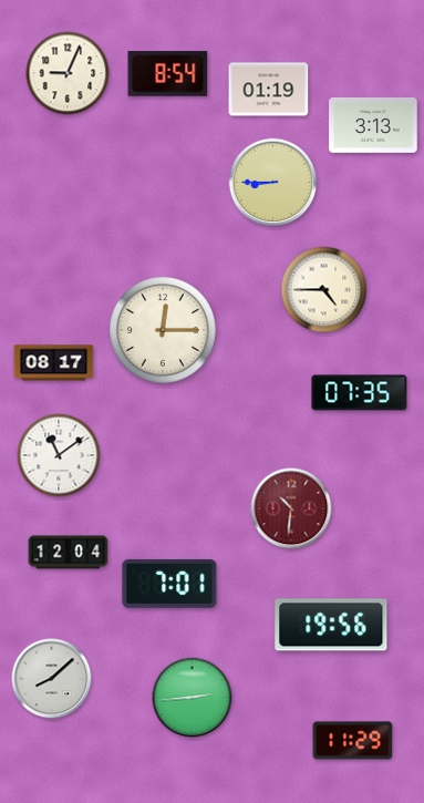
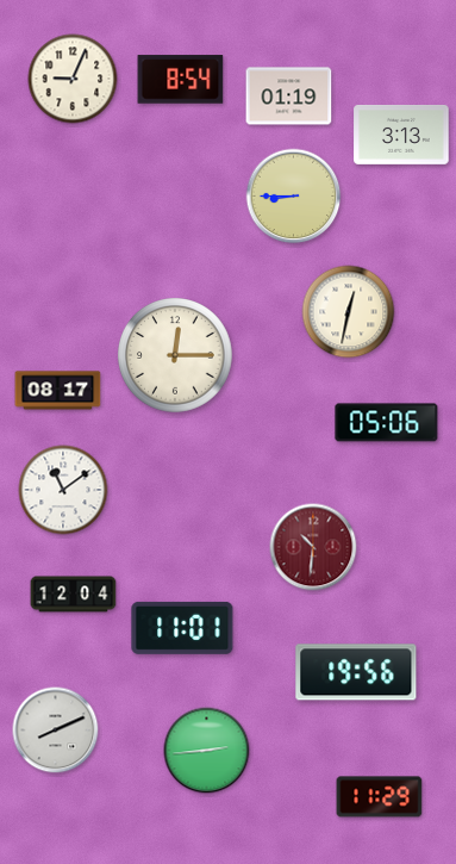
clock at (324, 290): 4:45 -> 12:32
clock at (360, 393): 07:35 -> 05:06
clock at (169, 584): 7:01 -> 11:01
clock at (52, 679): 8:08 -> 8:11
